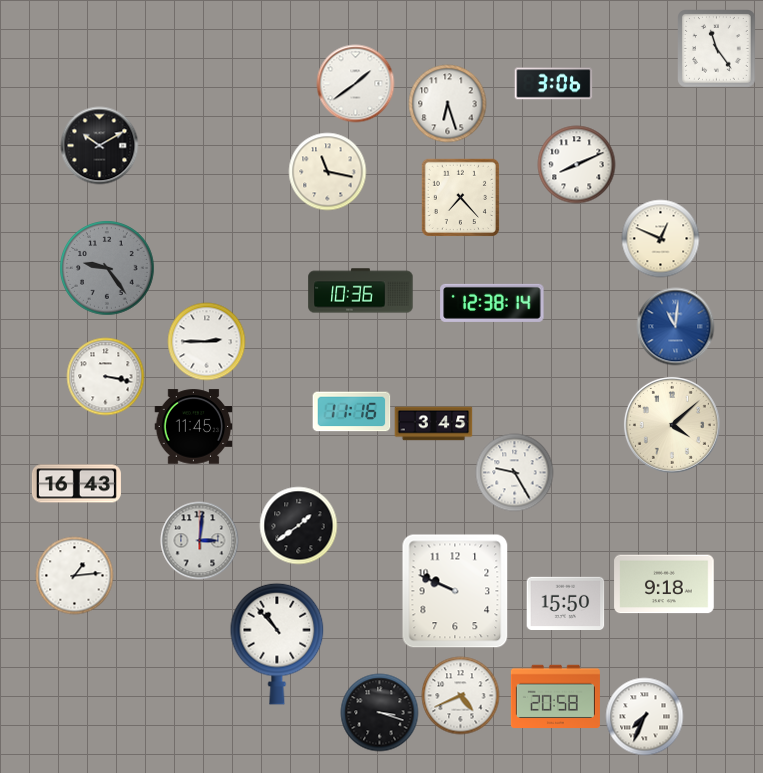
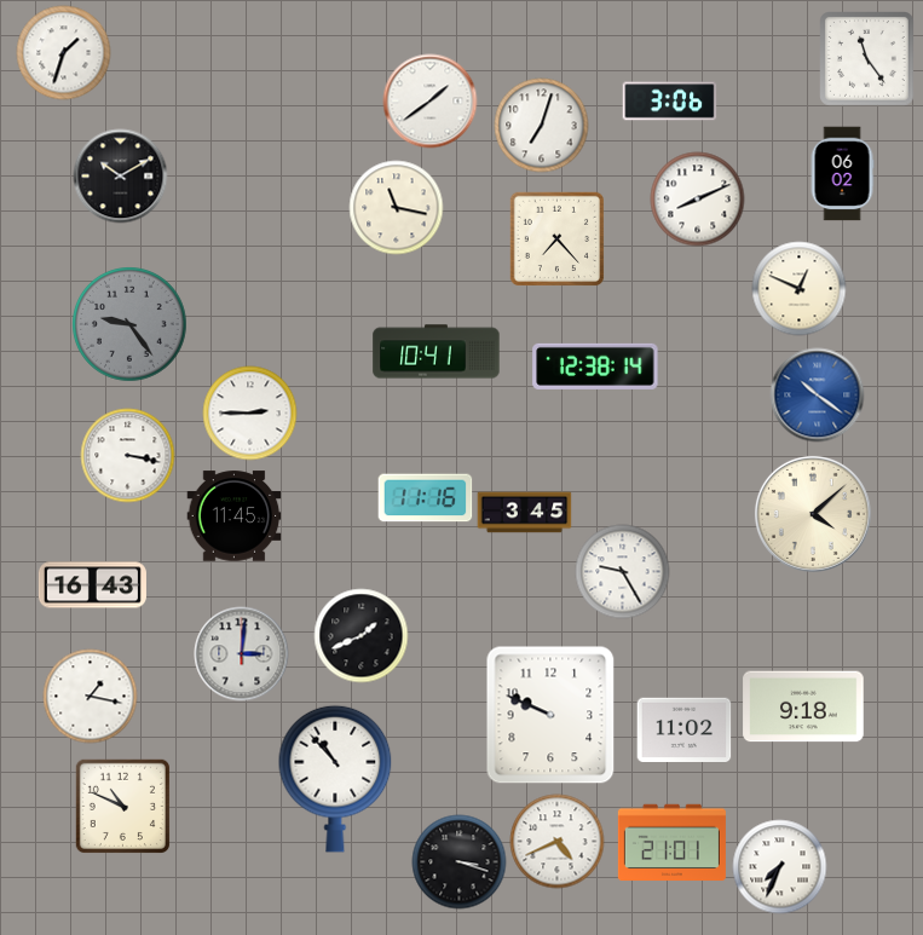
clock at (63, 52): none -> 1:33
clock at (447, 103): 6:27 -> 7:03
clock at (842, 173): none -> 06:02
clock at (361, 291): 10:36 -> 10:41
clock at (675, 326): 11:01 -> 10:21
clock at (298, 525): 1:39 -> 1:41
clock at (74, 575): 1:14 -> 1:17
clock at (565, 604): 15:50 -> 11:02
clock at (122, 806): none -> 10:49
clock at (555, 697): 20:58 -> 21:01
